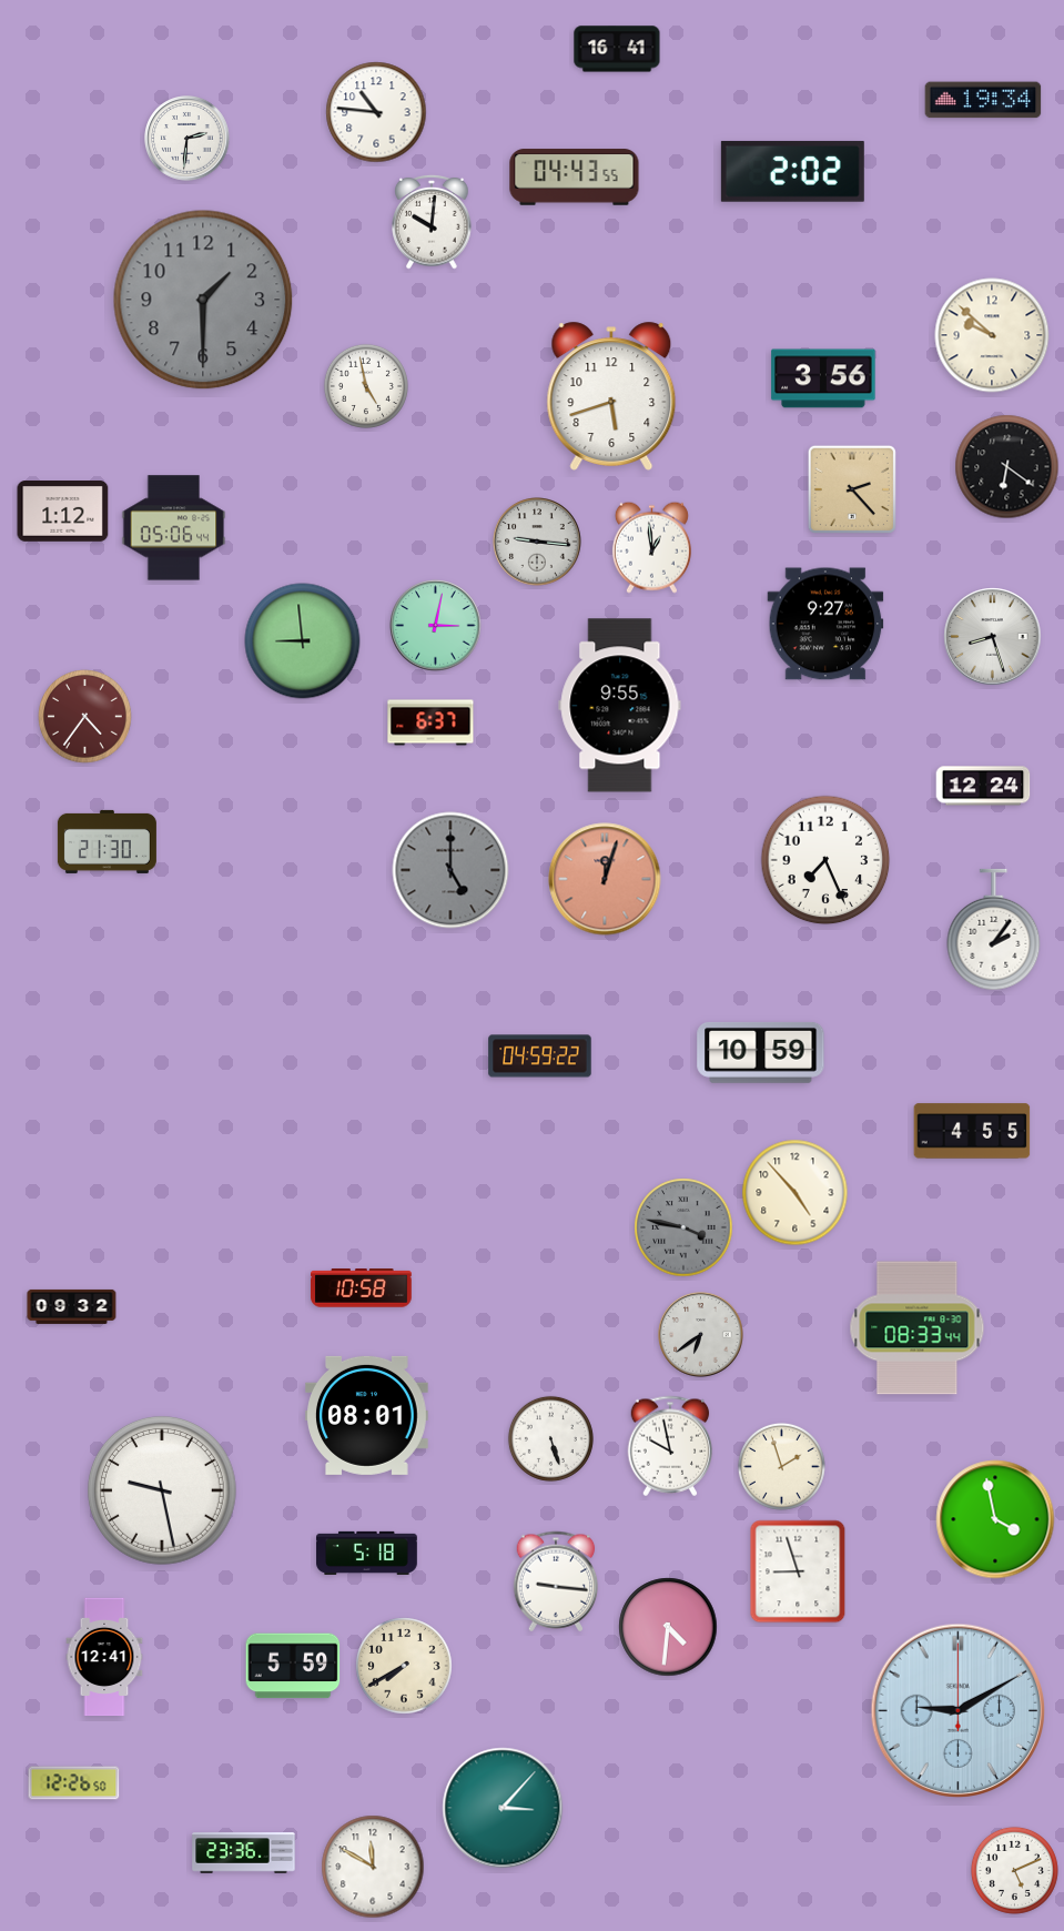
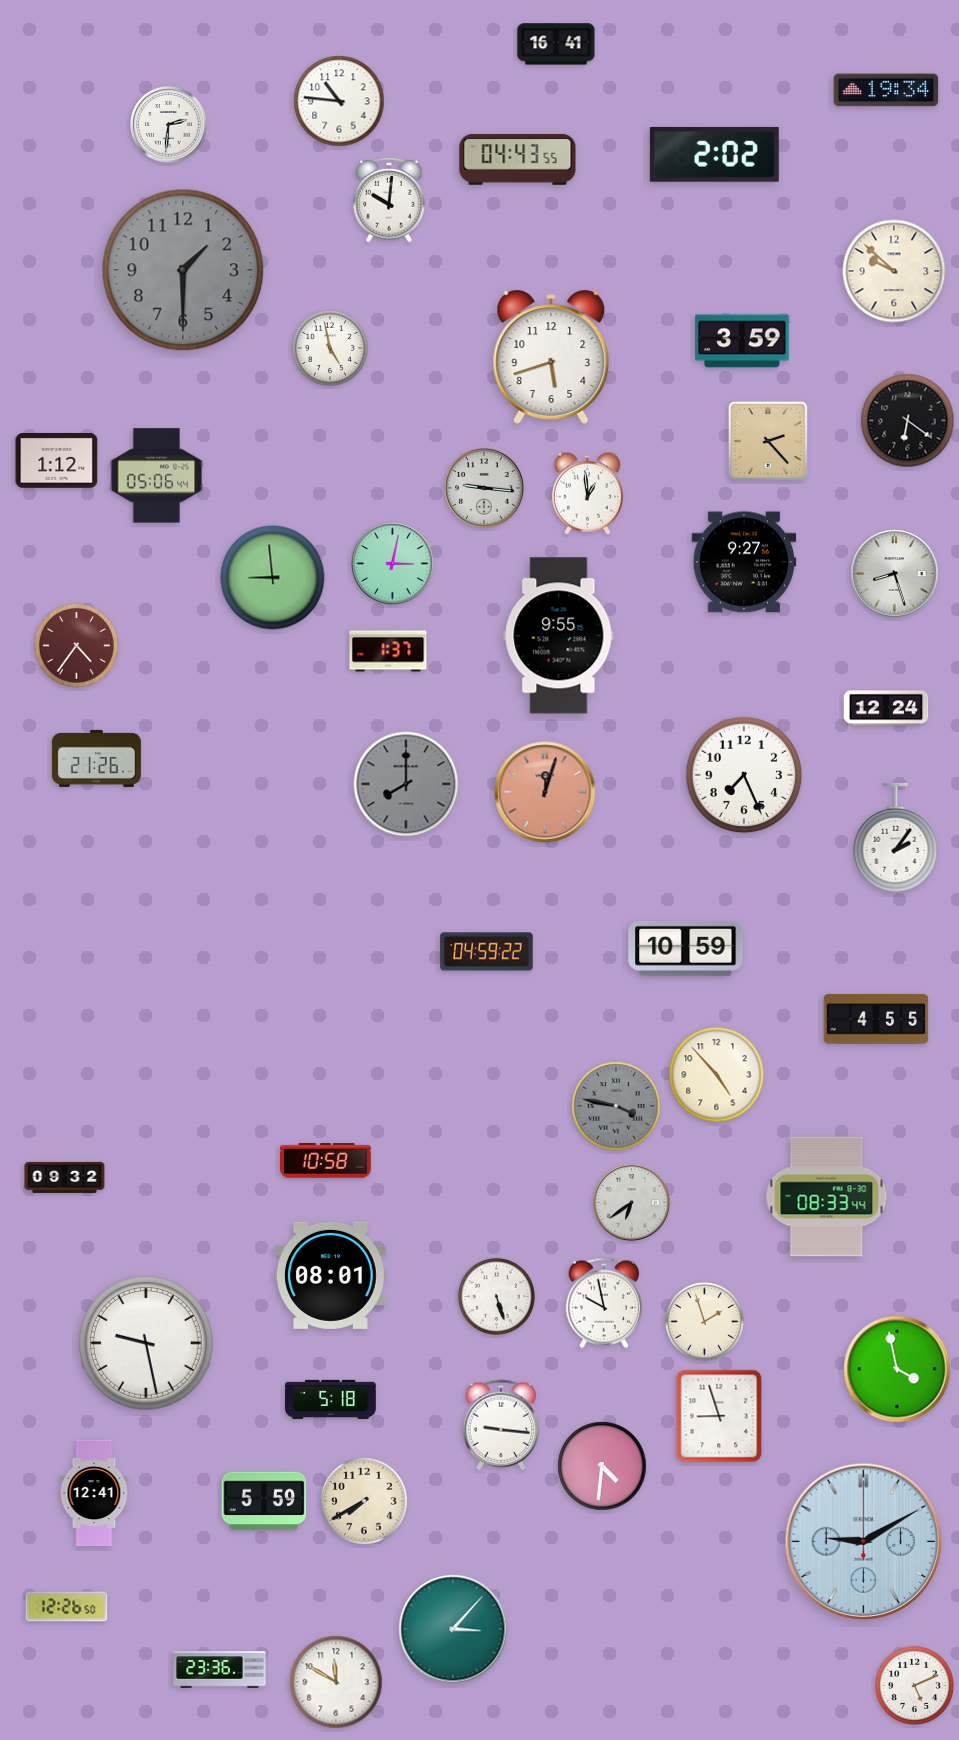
clock at (992, 335) position: (992, 335) -> (894, 271)
clock at (823, 378): 3:56 -> 3:59
clock at (430, 722): 6:37 -> 1:37
clock at (107, 841): 21:30 -> 21:26
clock at (450, 870): 5:00 -> 8:00
